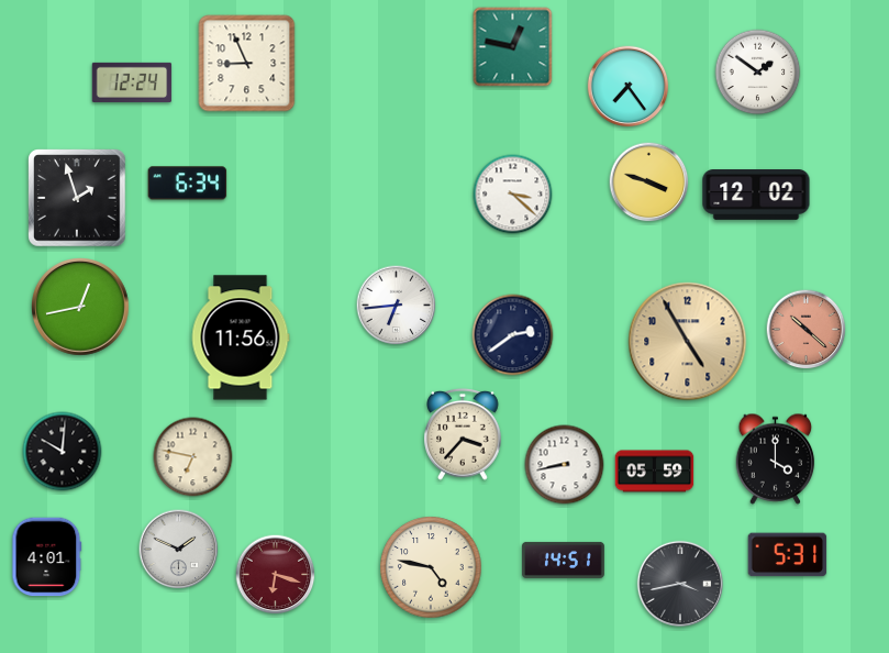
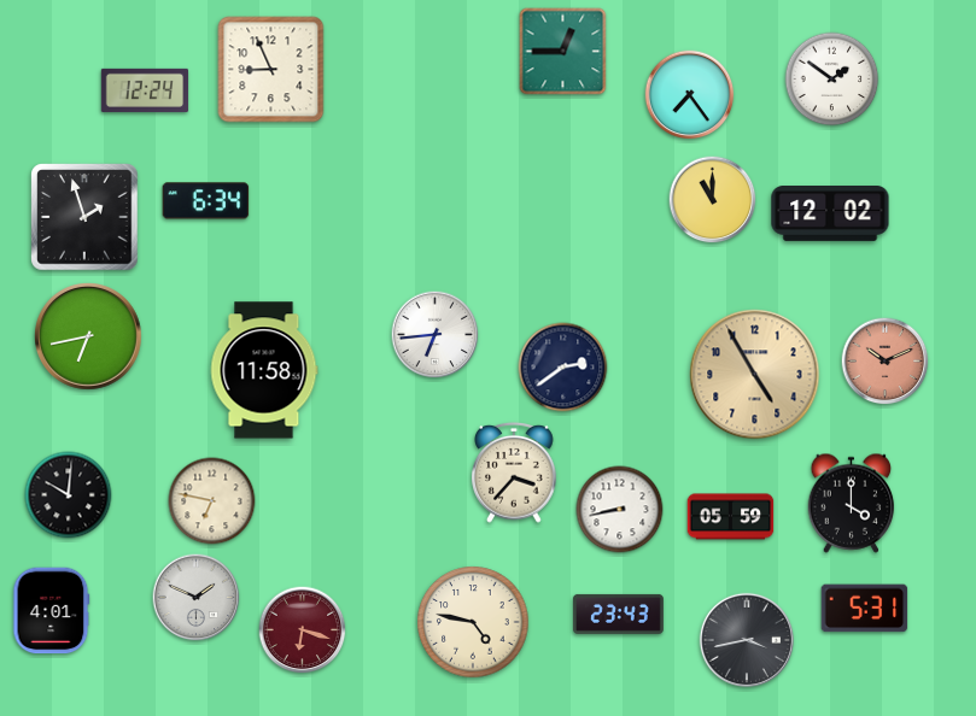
clock at (513, 47): 12:47 -> 12:45
clock at (649, 182): 3:48 -> 11:00
clock at (513, 195): 3:22 -> none
clock at (81, 308): 12:43 -> 6:43
clock at (807, 330): 10:22 -> 10:11
clock at (241, 337): 11:56 -> 11:58
clock at (463, 434) position: (463, 434) -> (514, 473)
clock at (655, 472) position: (655, 472) -> (731, 517)
clock at (179, 550) position: (179, 550) -> (197, 598)
clock at (563, 560): 14:51 -> 23:43
